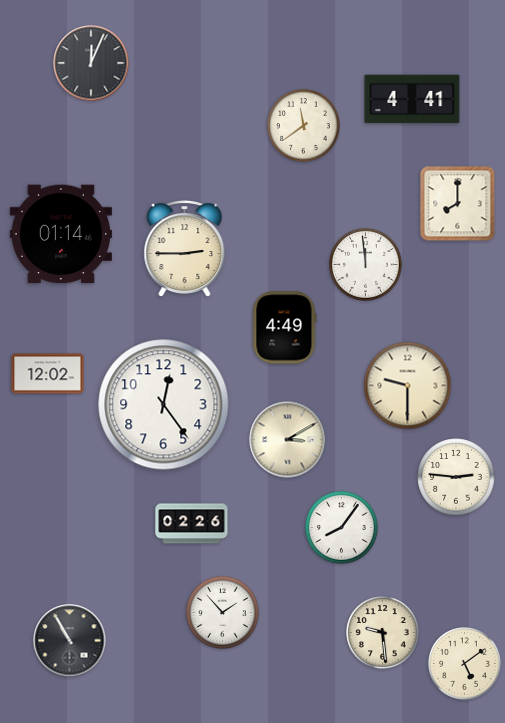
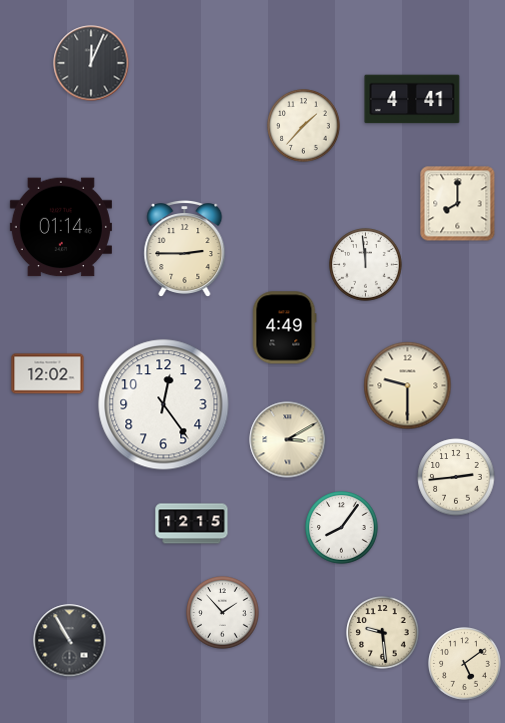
clock at (304, 126): 11:39 -> 1:37
clock at (61, 234) position: (61, 234) -> (61, 227)
clock at (456, 477): 2:46 -> 2:44
clock at (192, 524): 02:26 -> 12:15
